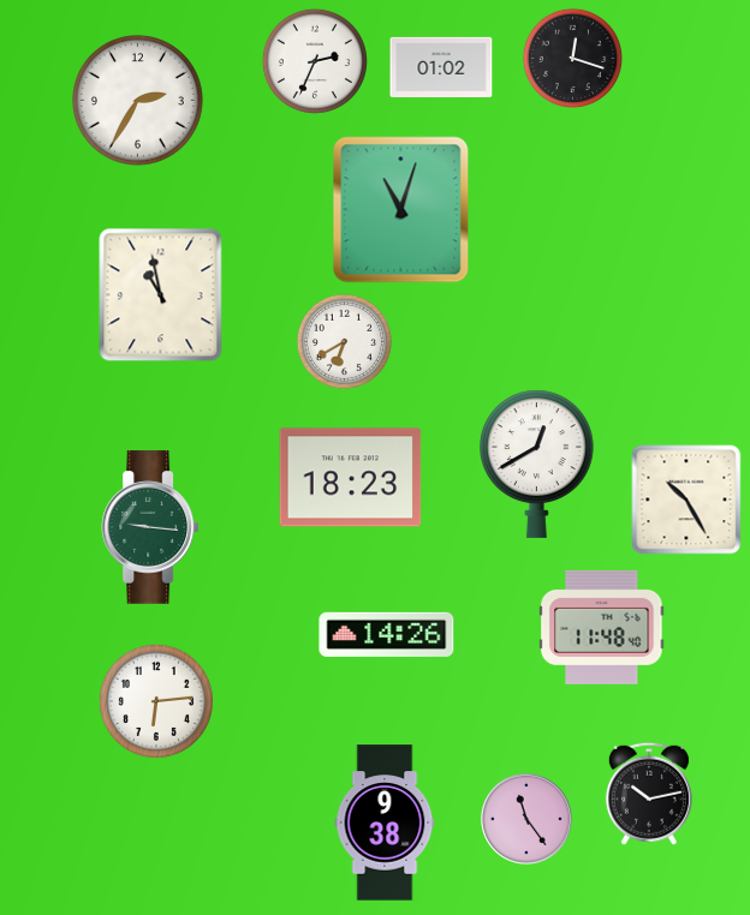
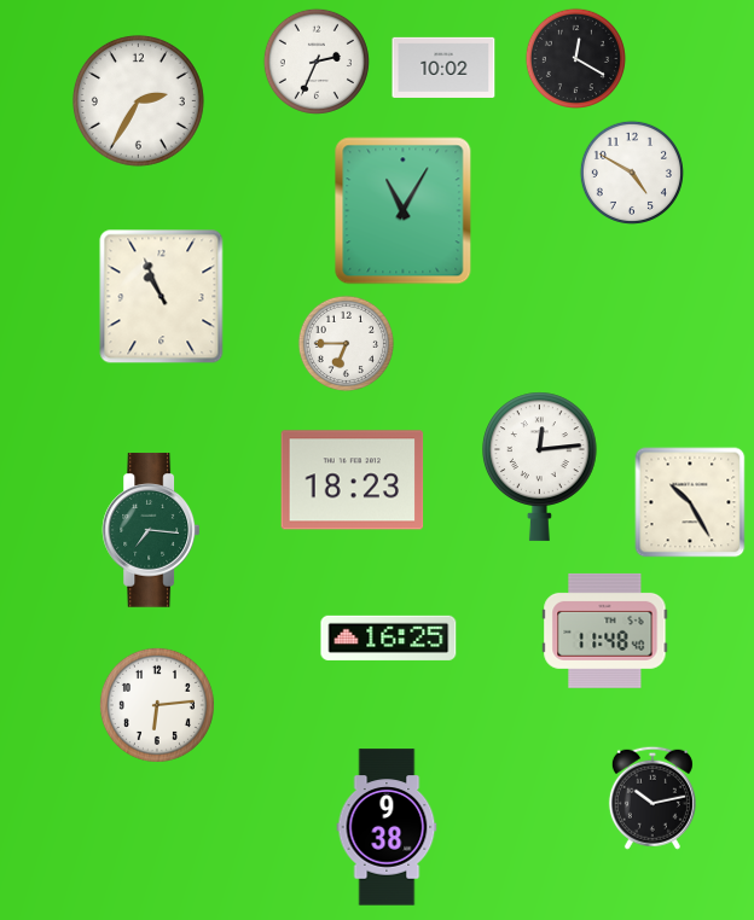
clock at (572, 58): 12:18 -> 12:20
clock at (441, 67): 01:02 -> 10:02
clock at (632, 173): none -> 4:50
clock at (401, 210): 11:03 -> 11:05
clock at (161, 295): 10:58 -> 10:56
clock at (344, 341): 6:40 -> 6:45
clock at (537, 464): 12:40 -> 12:14
clock at (150, 527): 9:16 -> 7:16
clock at (387, 634): 14:26 -> 16:25
clock at (526, 819): 11:24 -> none
